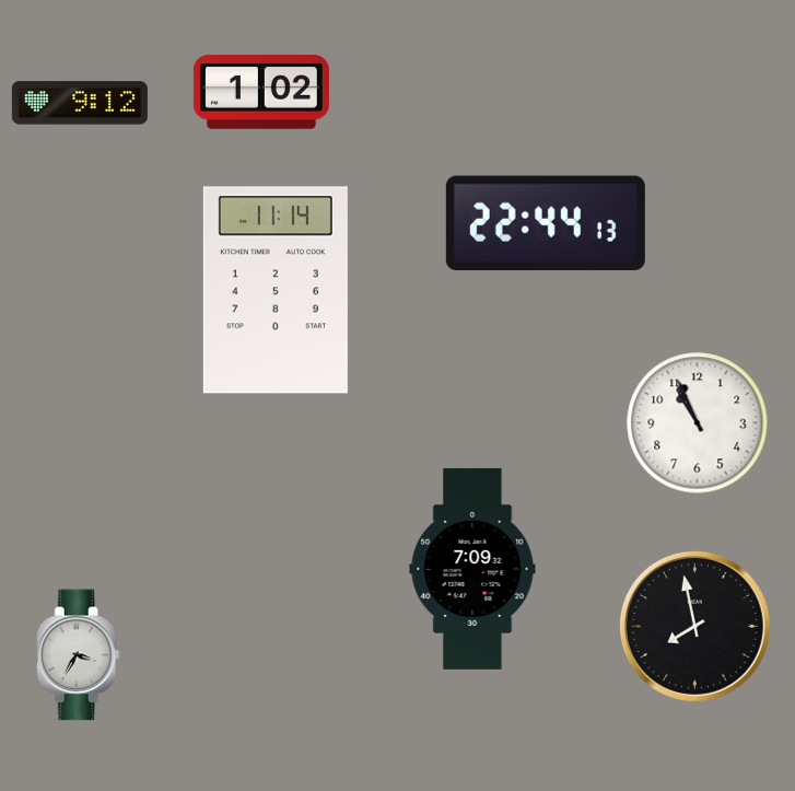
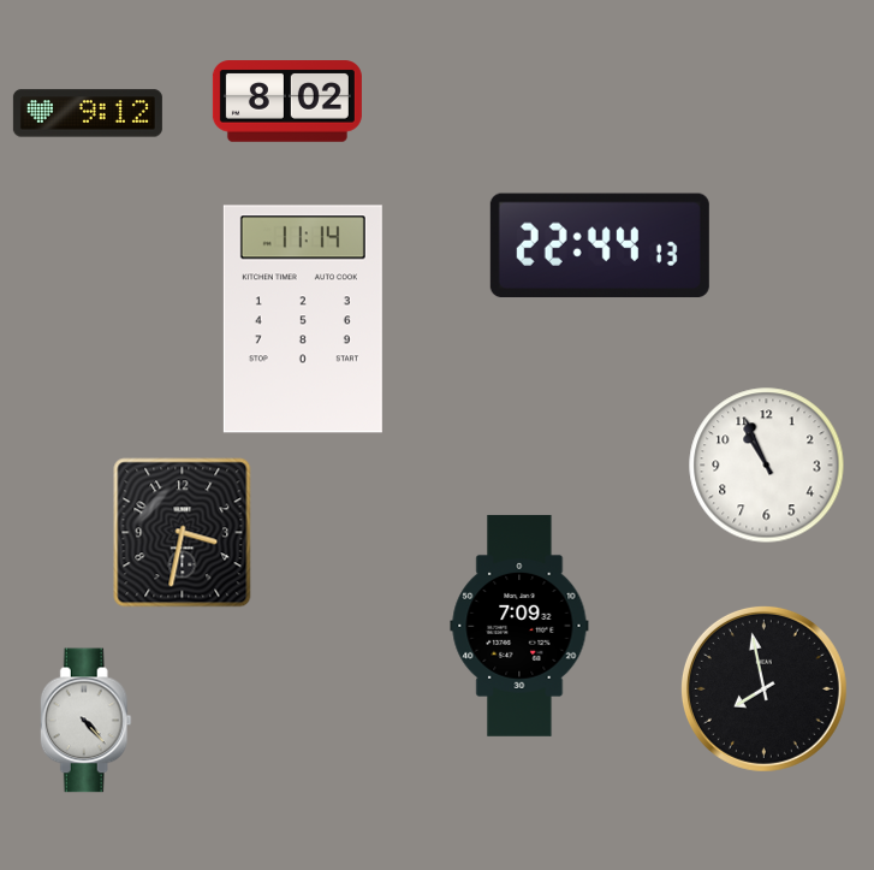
clock at (261, 92): 1:02 -> 8:02
clock at (183, 533): none -> 3:32
clock at (78, 655): 3:35 -> 4:23
